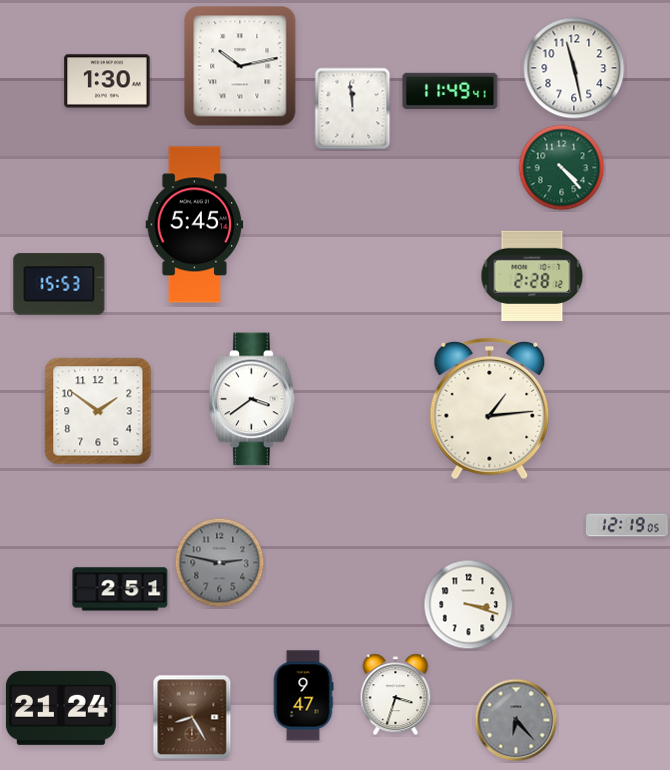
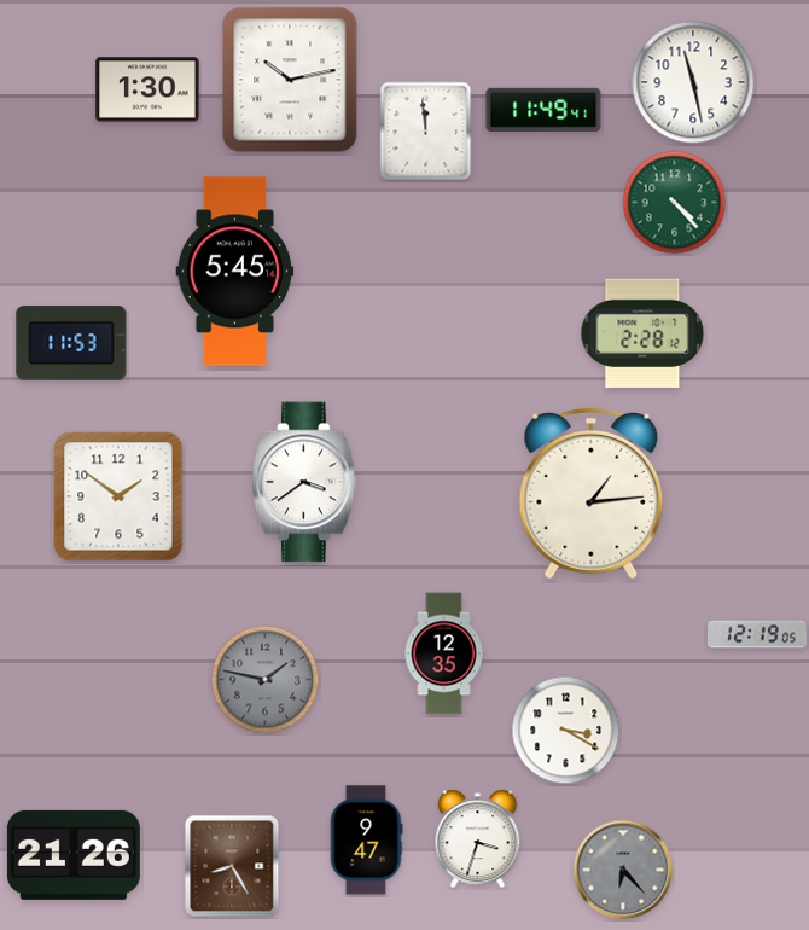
clock at (107, 81) position: (107, 81) -> (147, 89)
clock at (562, 168) position: (562, 168) -> (675, 203)
clock at (59, 284): 15:53 -> 11:53
clock at (444, 653): none -> 12:35
clock at (220, 563): 2:47 -> 1:47
clock at (120, 589): 2:51 -> none
clock at (469, 605): 3:18 -> 3:20
clock at (61, 708): 21:24 -> 21:26
